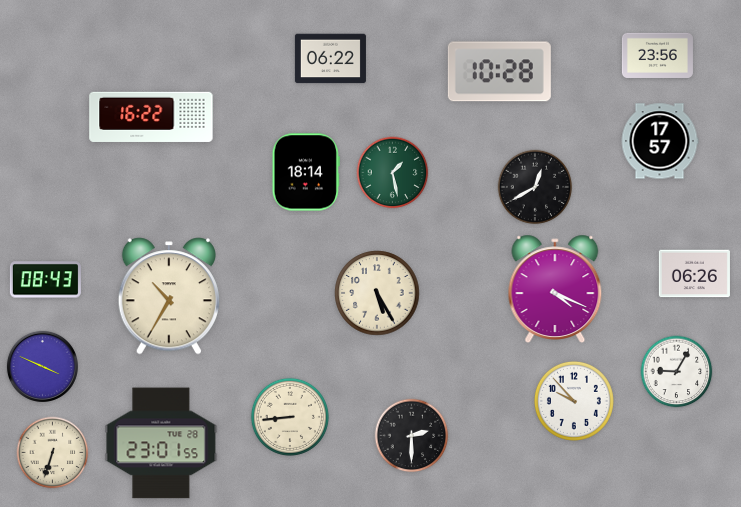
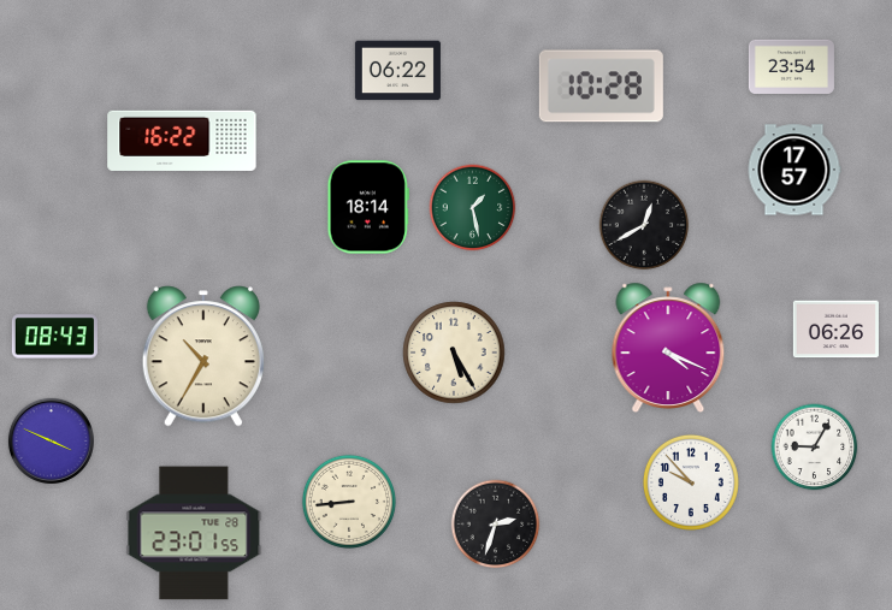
clock at (657, 55): 23:56 -> 23:54
clock at (412, 436): 2:30 -> 2:33
clock at (53, 453): 6:33 -> none
